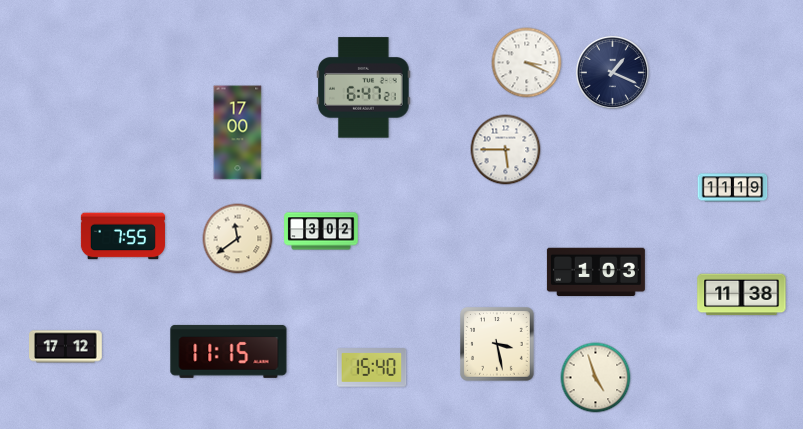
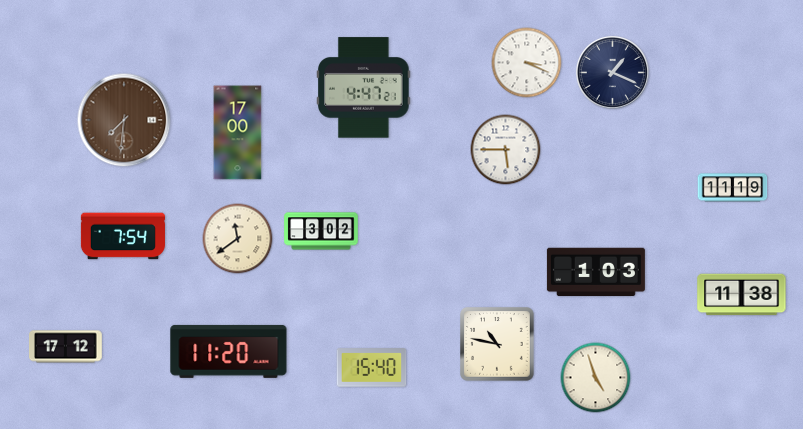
clock at (364, 88): 6:47 -> 4:47
clock at (124, 120): none -> 7:31
clock at (123, 236): 7:55 -> 7:54
clock at (498, 345): 3:28 -> 10:47
clock at (229, 351): 11:15 -> 11:20
